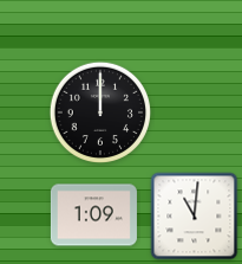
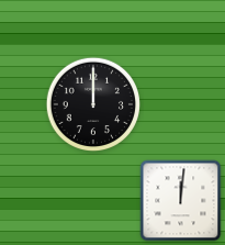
clock at (93, 215): 1:09 -> none
clock at (195, 217): 11:01 -> 12:01
